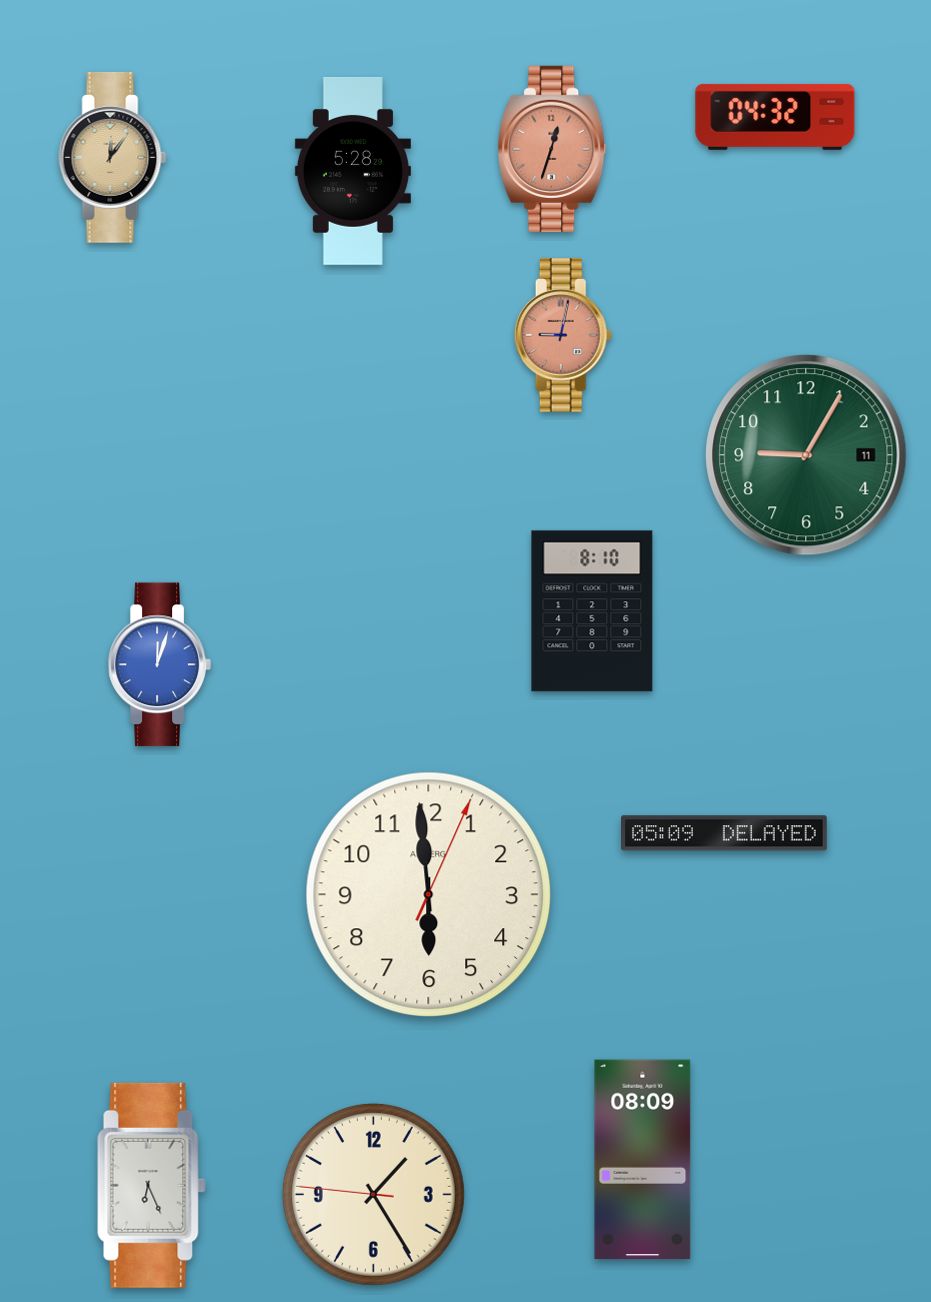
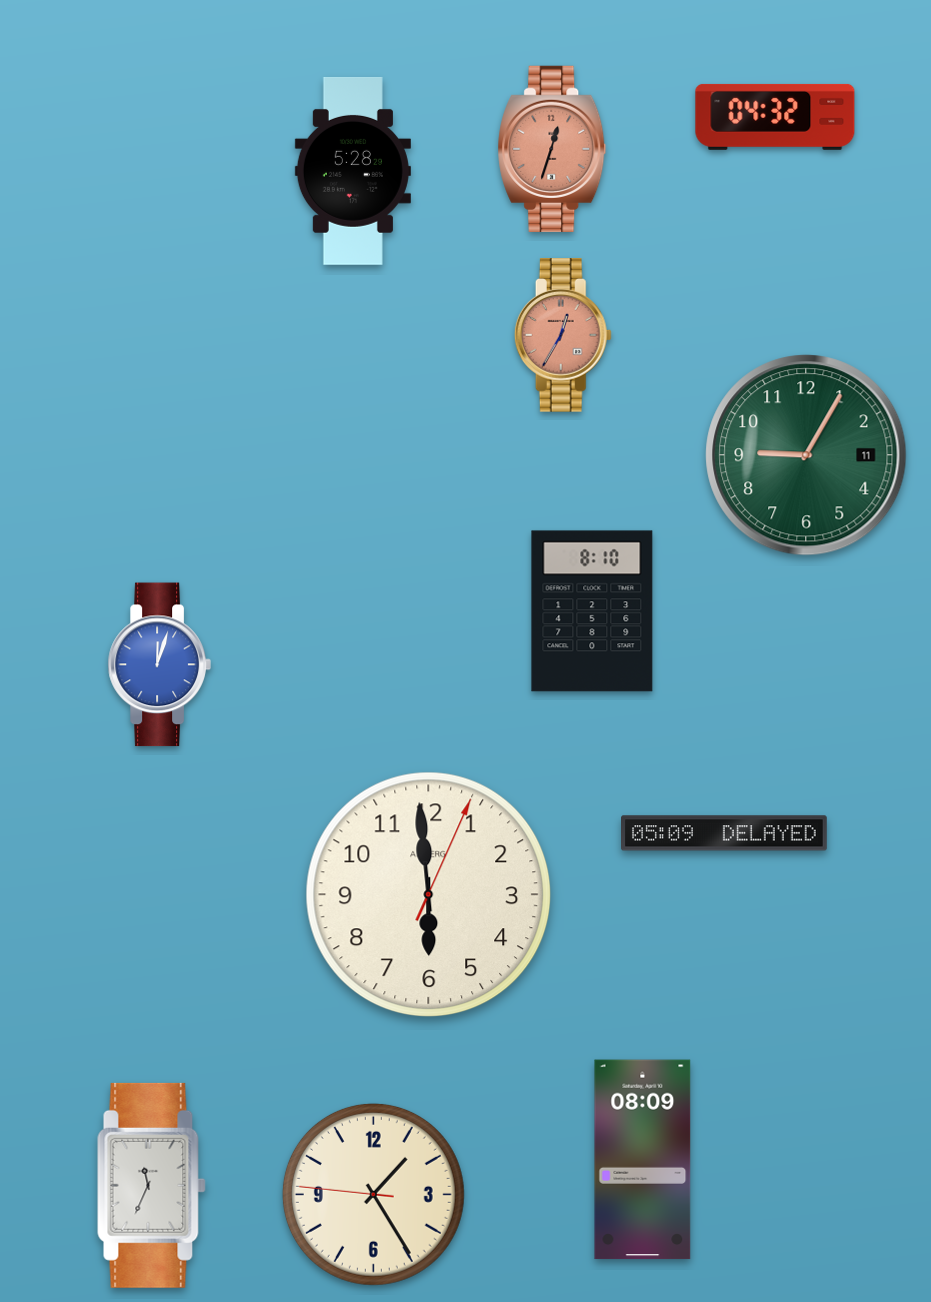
clock at (113, 157): 12:06 -> none
clock at (563, 335): 9:02 -> 12:35
clock at (152, 1185): 6:26 -> 11:34
